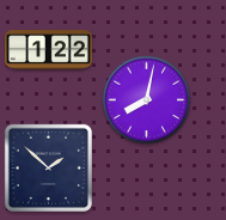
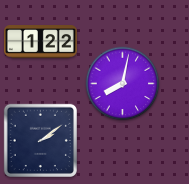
clock at (48, 167): 1:52 -> 2:09
